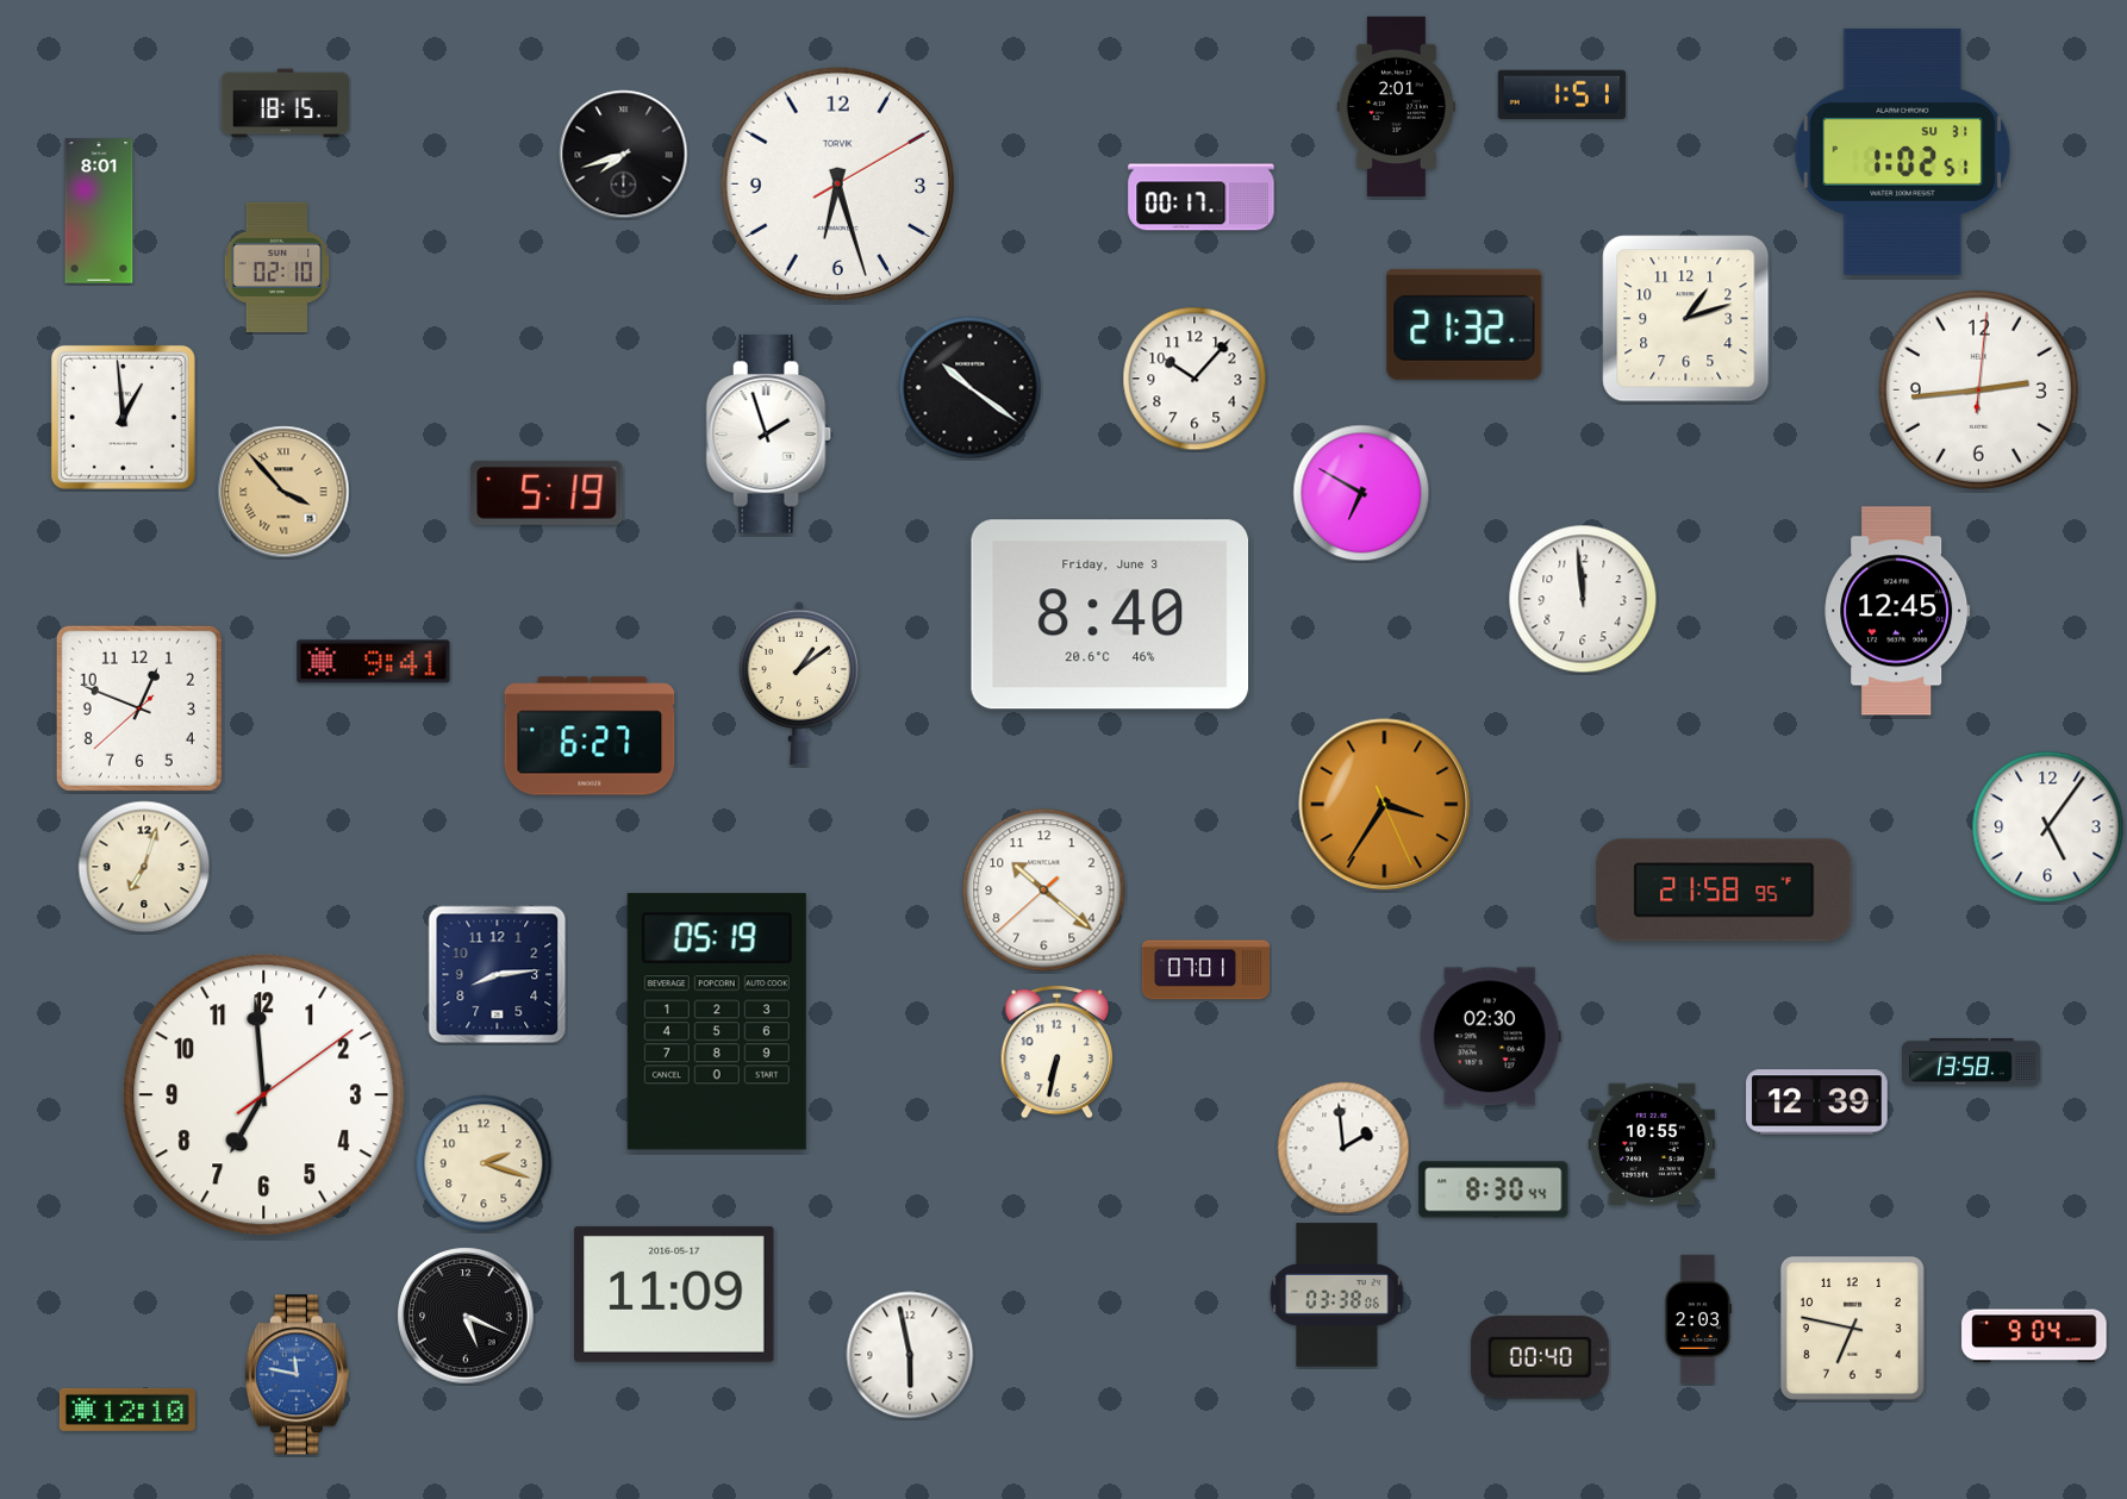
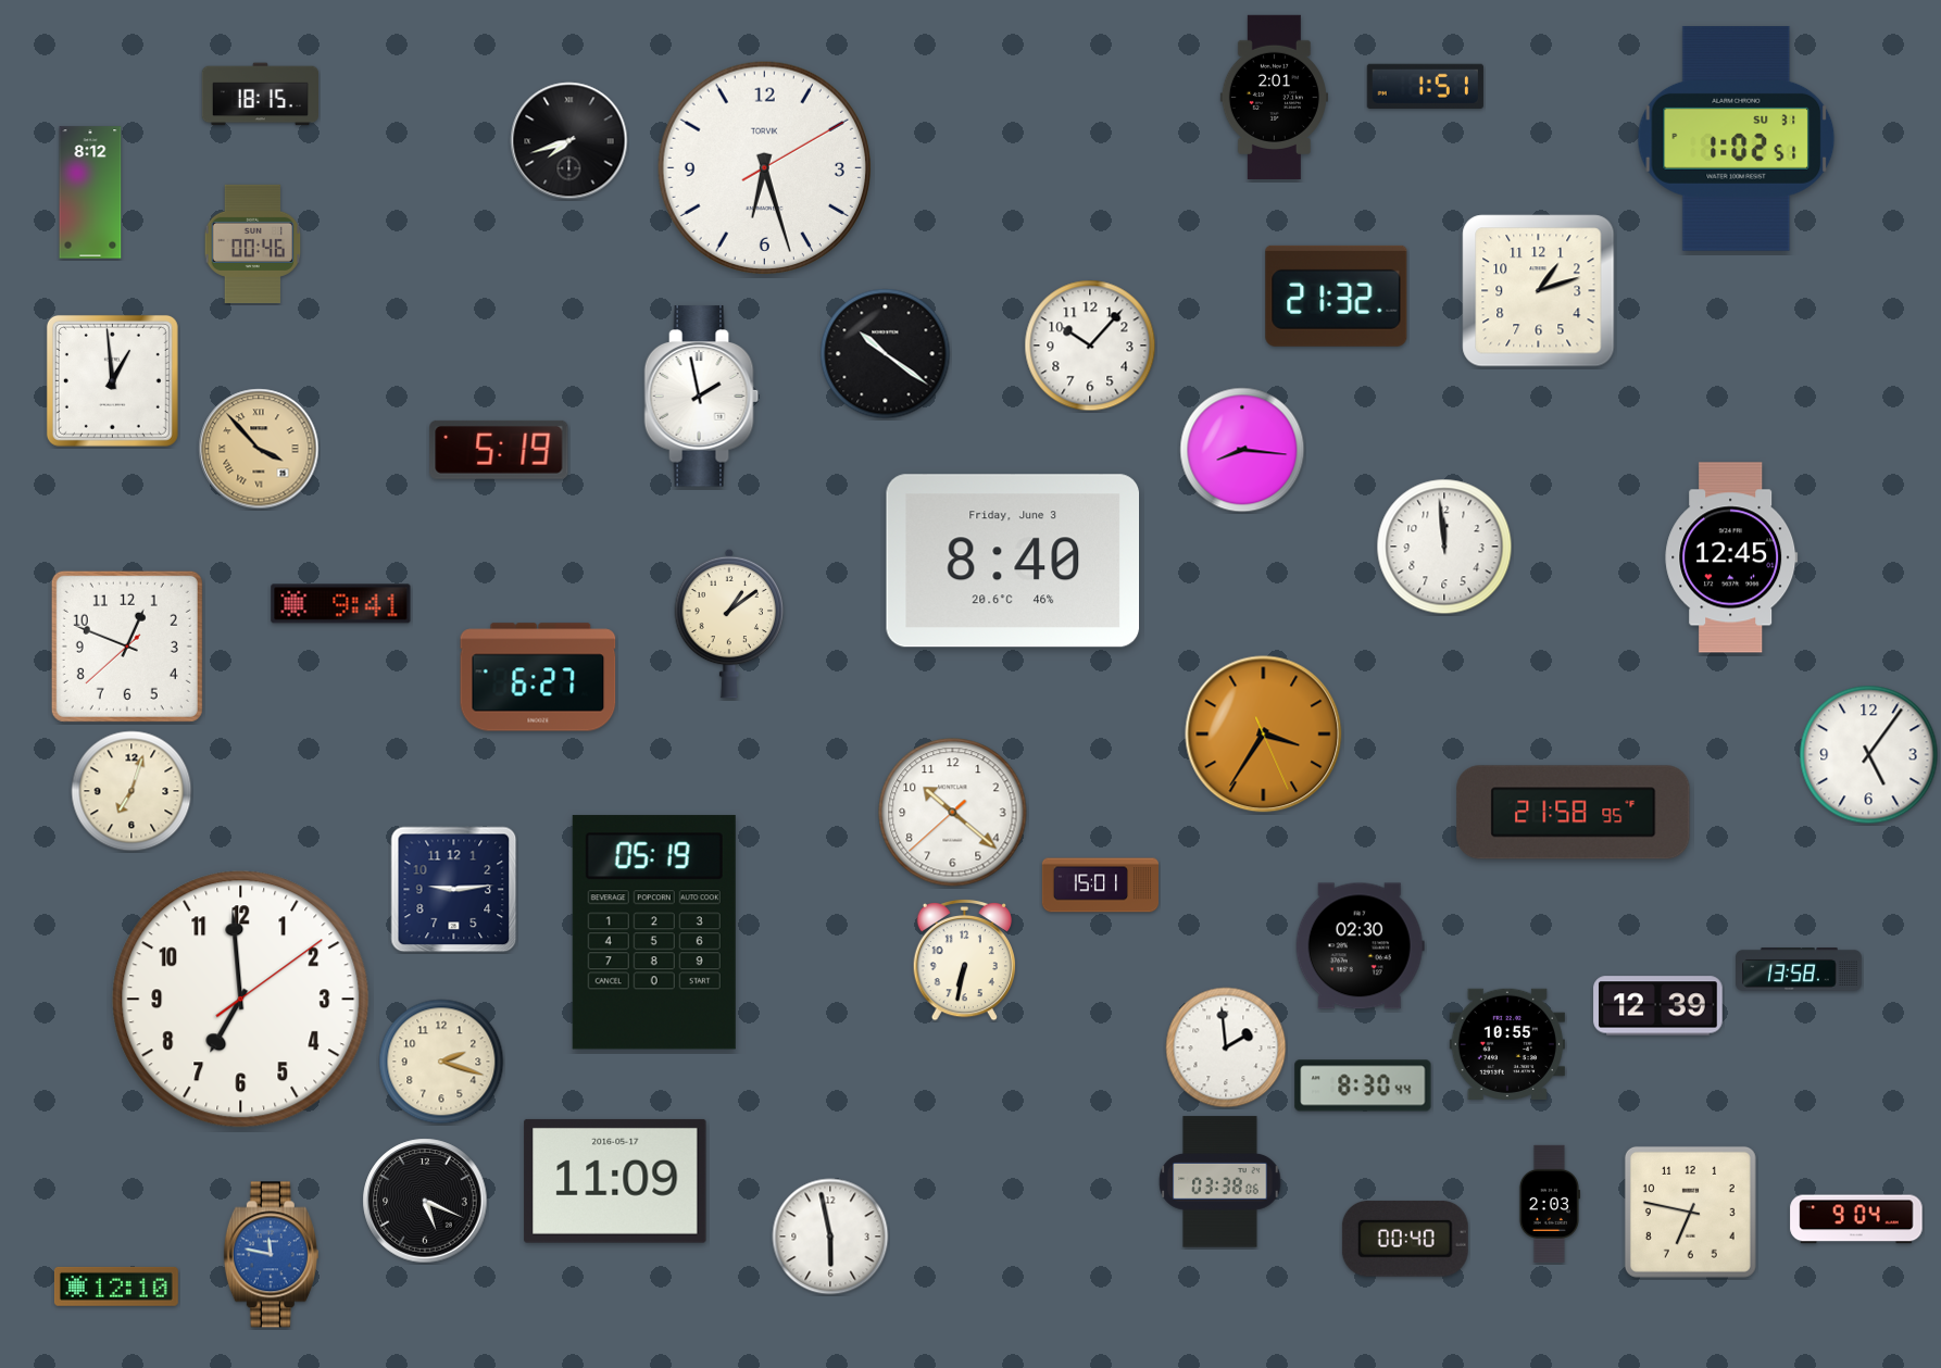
clock at (1202, 198): 00:17 -> none
clock at (99, 211): 8:01 -> 8:12
clock at (277, 267): 02:10 -> 00:46
clock at (1978, 389): 2:44 -> none
clock at (769, 435): 1:57 -> 1:58
clock at (1361, 493): 6:50 -> 8:16
clock at (590, 736) position: (590, 736) -> (538, 677)
clock at (1206, 970): 07:01 -> 15:01
clock at (498, 975): 8:14 -> 9:14
